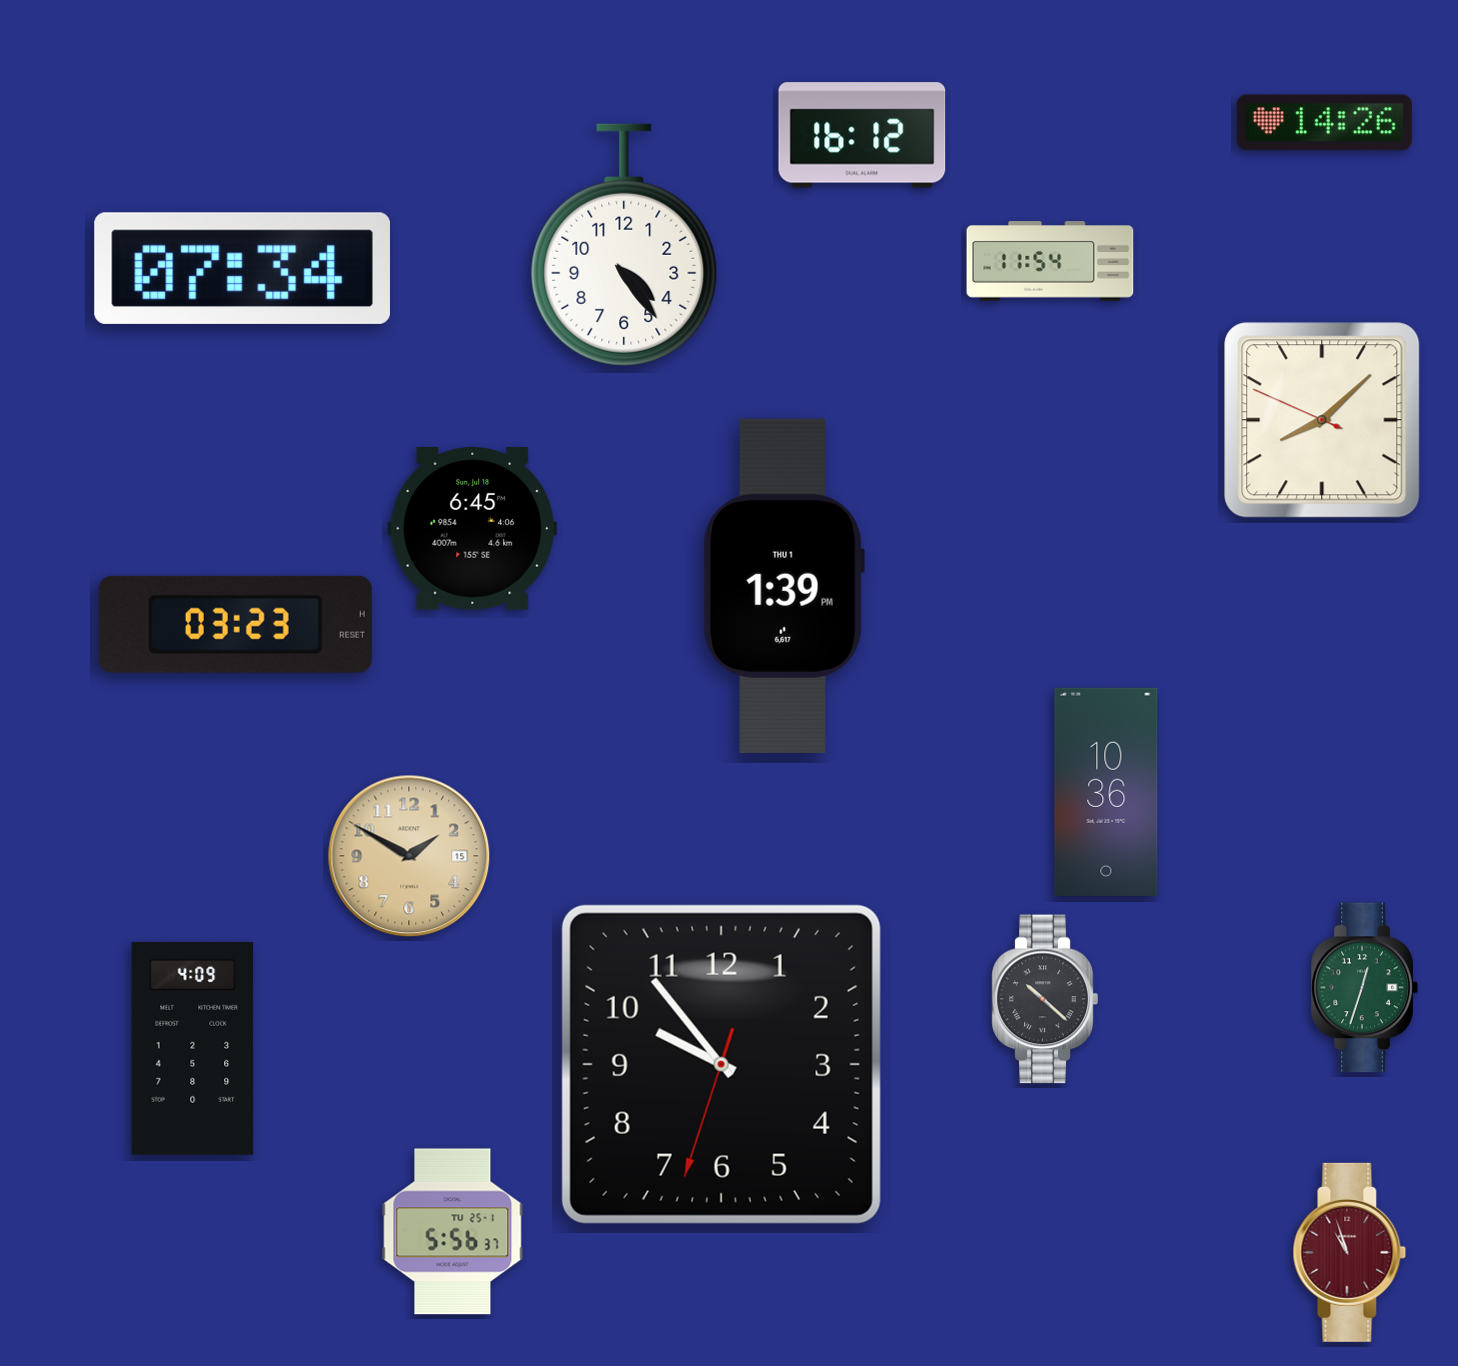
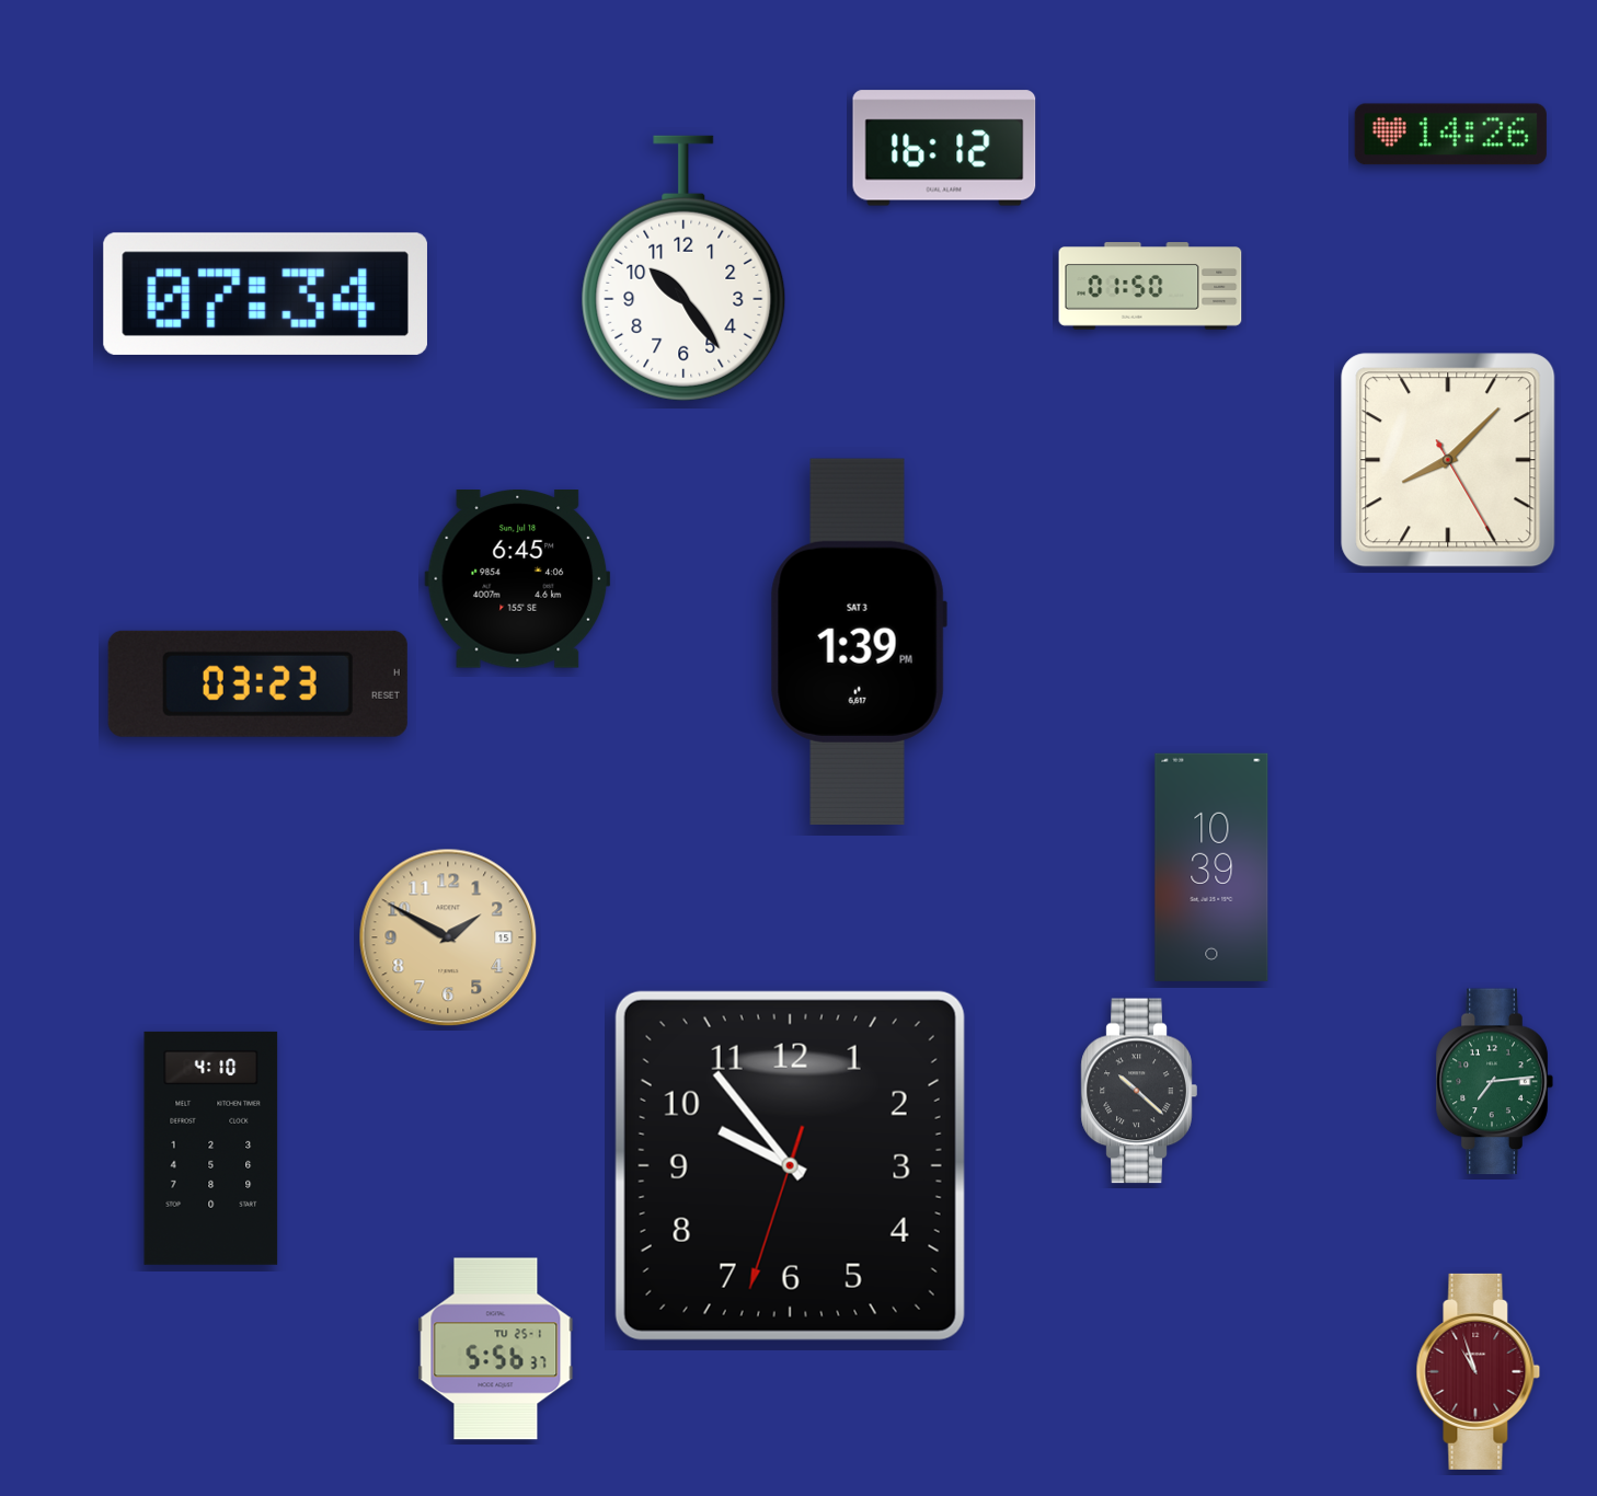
clock at (624, 245): 4:24 -> 10:24
clock at (1050, 261): 11:54 -> 01:50
clock at (1322, 420): 8:07:49 -> 8:07:25
clock at (784, 586) date: THU 1 -> SAT 3
clock at (1106, 792): 10:36 -> 10:39
clock at (1364, 988): 12:33 -> 7:14
clock at (1045, 999) position: (1045, 999) -> (1139, 1091)
clock at (193, 1048): 4:09 -> 4:10
